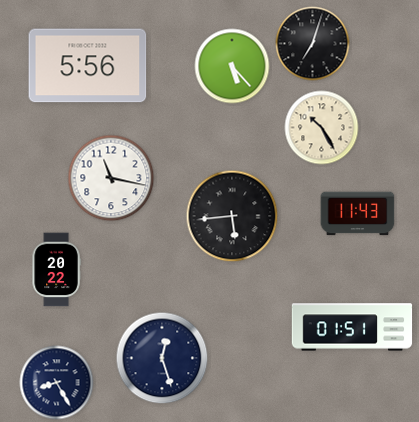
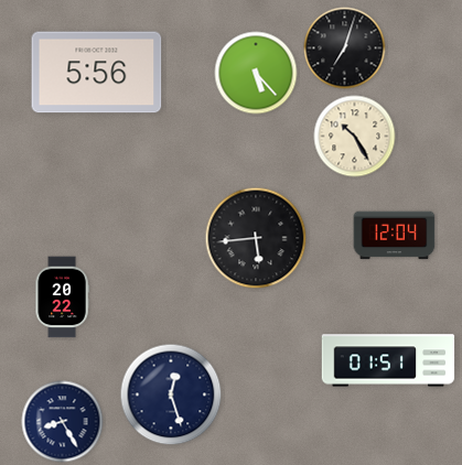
clock at (322, 128) position: (322, 128) -> (355, 137)
clock at (111, 178): 11:17 -> none
clock at (358, 214): 11:43 -> 12:04
clock at (162, 358) position: (162, 358) -> (171, 394)
